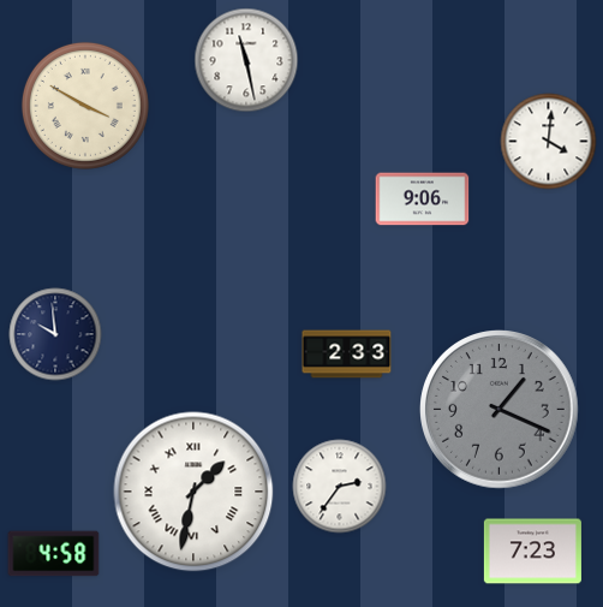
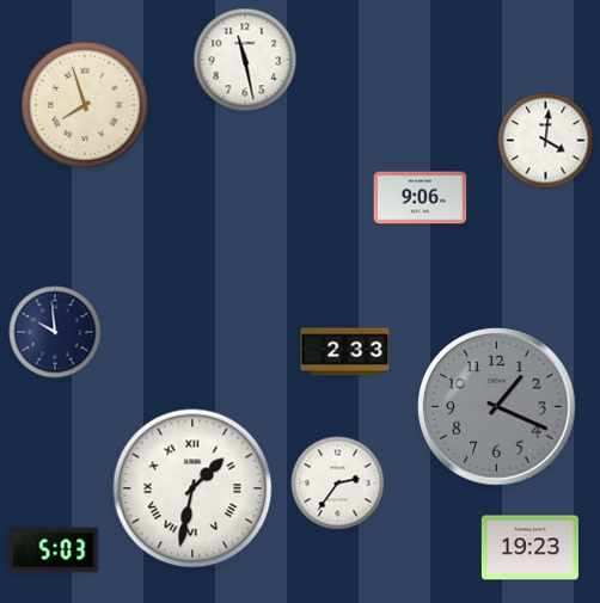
clock at (85, 106): 3:50 -> 7:57
clock at (532, 552): 7:23 -> 19:23
clock at (54, 554): 4:58 -> 5:03
